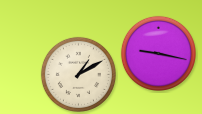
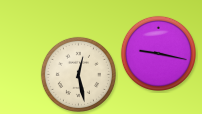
clock at (78, 74): 1:10 -> 12:28
